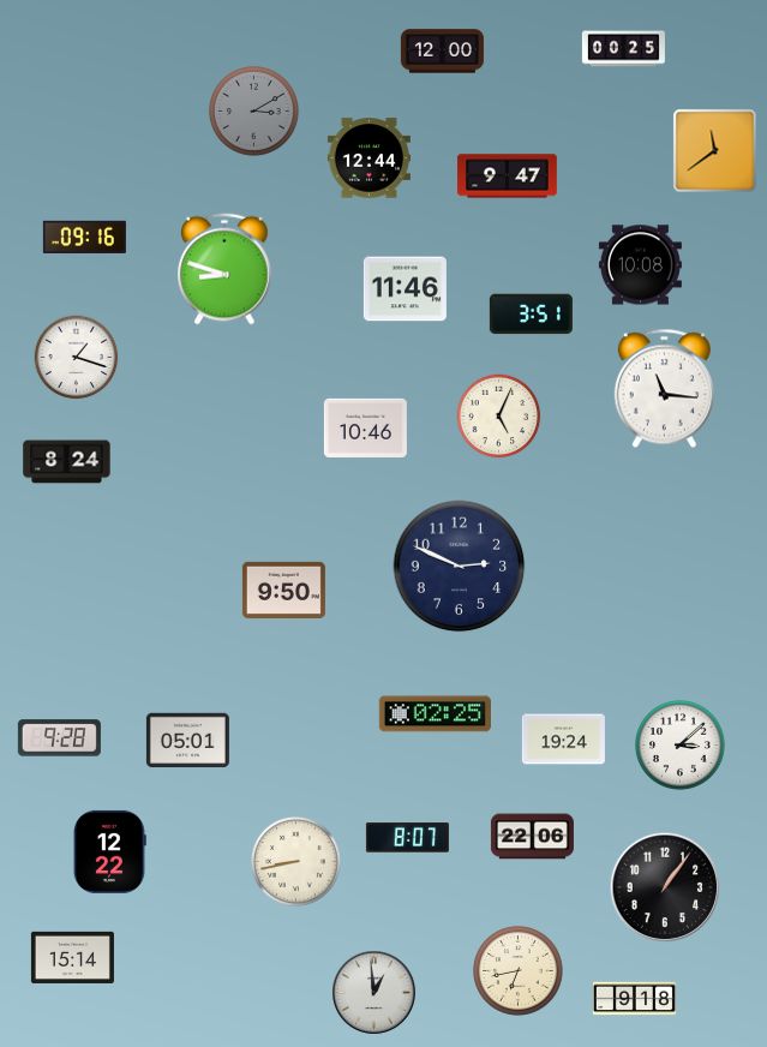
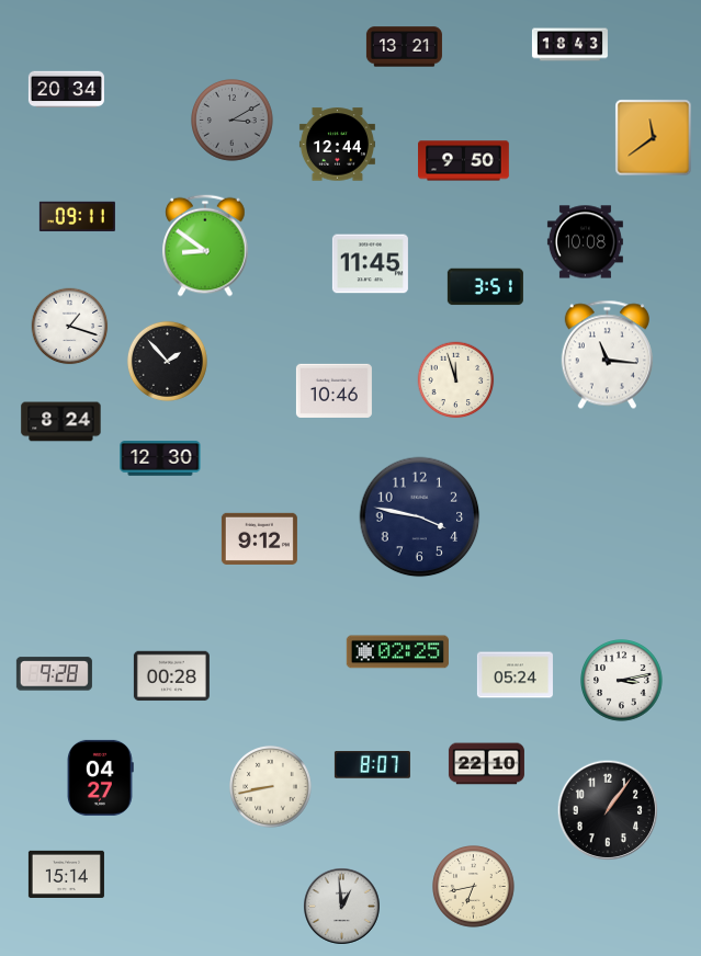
clock at (623, 49): 00:25 -> 18:43
clock at (442, 52): 12:00 -> 13:21
clock at (66, 90): none -> 20:34
clock at (254, 112) position: (254, 112) -> (233, 121)
clock at (508, 177): 9:47 -> 9:50
clock at (84, 237): 09:16 -> 09:11
clock at (224, 269): 8:48 -> 8:51
clock at (405, 289): 11:46 -> 11:45
clock at (167, 361): none -> 1:53
clock at (499, 417): 5:04 -> 11:57
clock at (160, 459): none -> 12:30
clock at (460, 567): 2:49 -> 3:47
clock at (283, 590): 9:50 -> 9:12
clock at (563, 740): 19:24 -> 05:24
clock at (187, 741): 05:01 -> 00:28
clock at (681, 746): 3:08 -> 3:13
clock at (532, 837): 22:06 -> 22:10
clock at (110, 851): 12:22 -> 04:27
clock at (634, 999): 9:18 -> none
